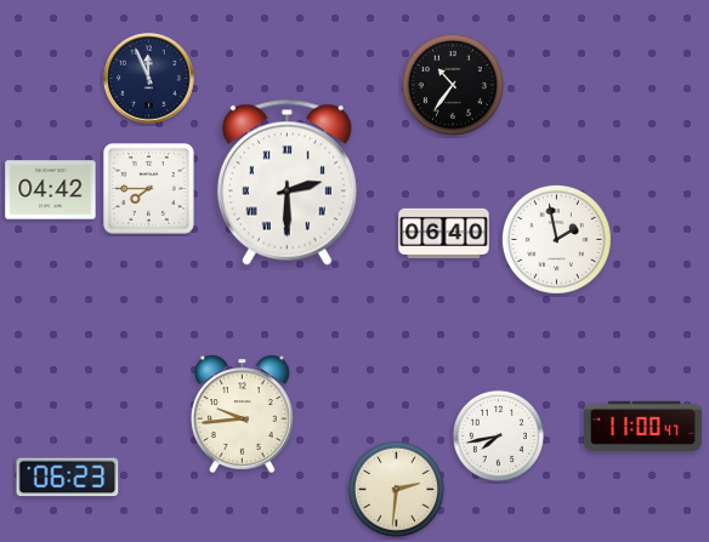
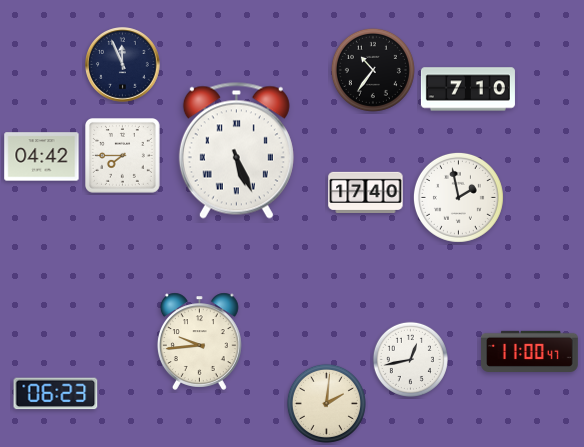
clock at (468, 89): none -> 7:10
clock at (287, 182): 2:30 -> 5:26
clock at (444, 233): 06:40 -> 17:40
clock at (498, 435): 7:43 -> 12:43
clock at (396, 489): 2:31 -> 2:01
